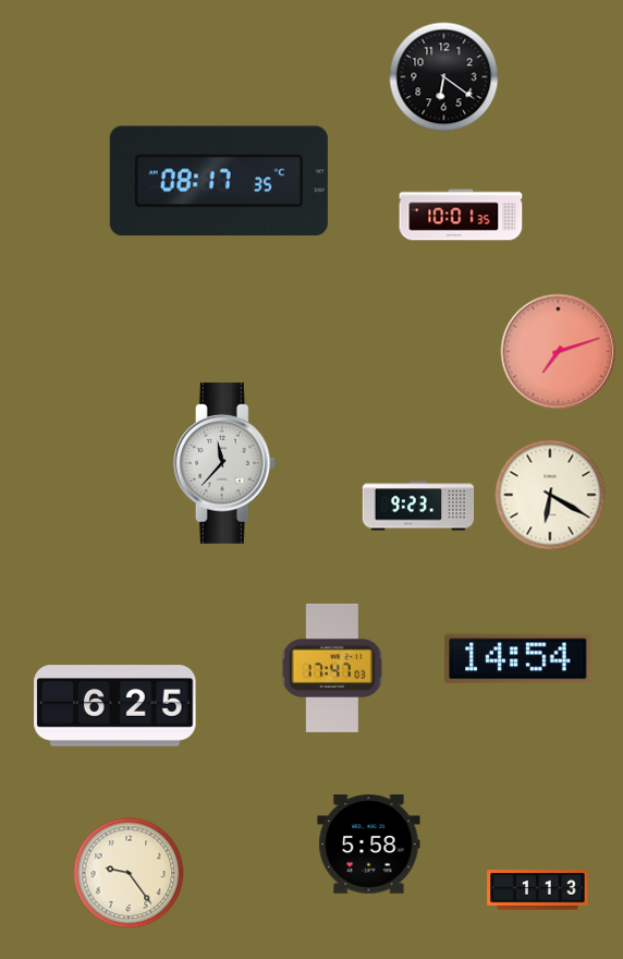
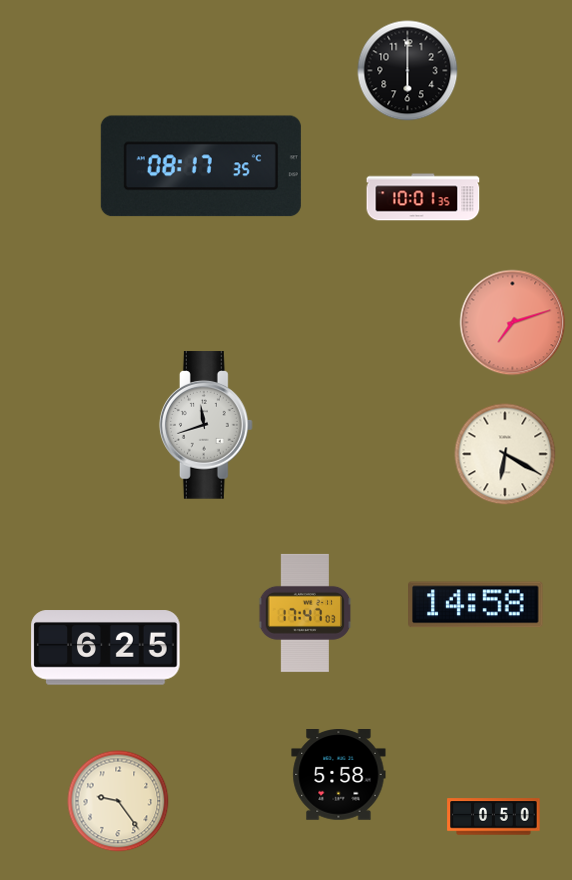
clock at (444, 77): 6:21 -> 6:00
clock at (224, 463): 11:37 -> 11:42
clock at (418, 506): 9:23 -> none
clock at (518, 659): 14:54 -> 14:58
clock at (538, 890): 1:13 -> 0:50
